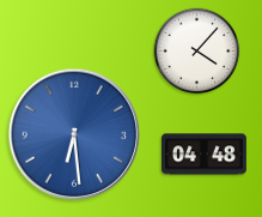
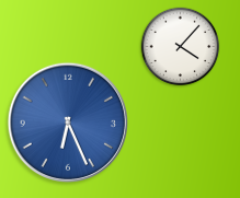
clock at (73, 133): 6:29 -> 6:26
clock at (203, 155): 04:48 -> none
